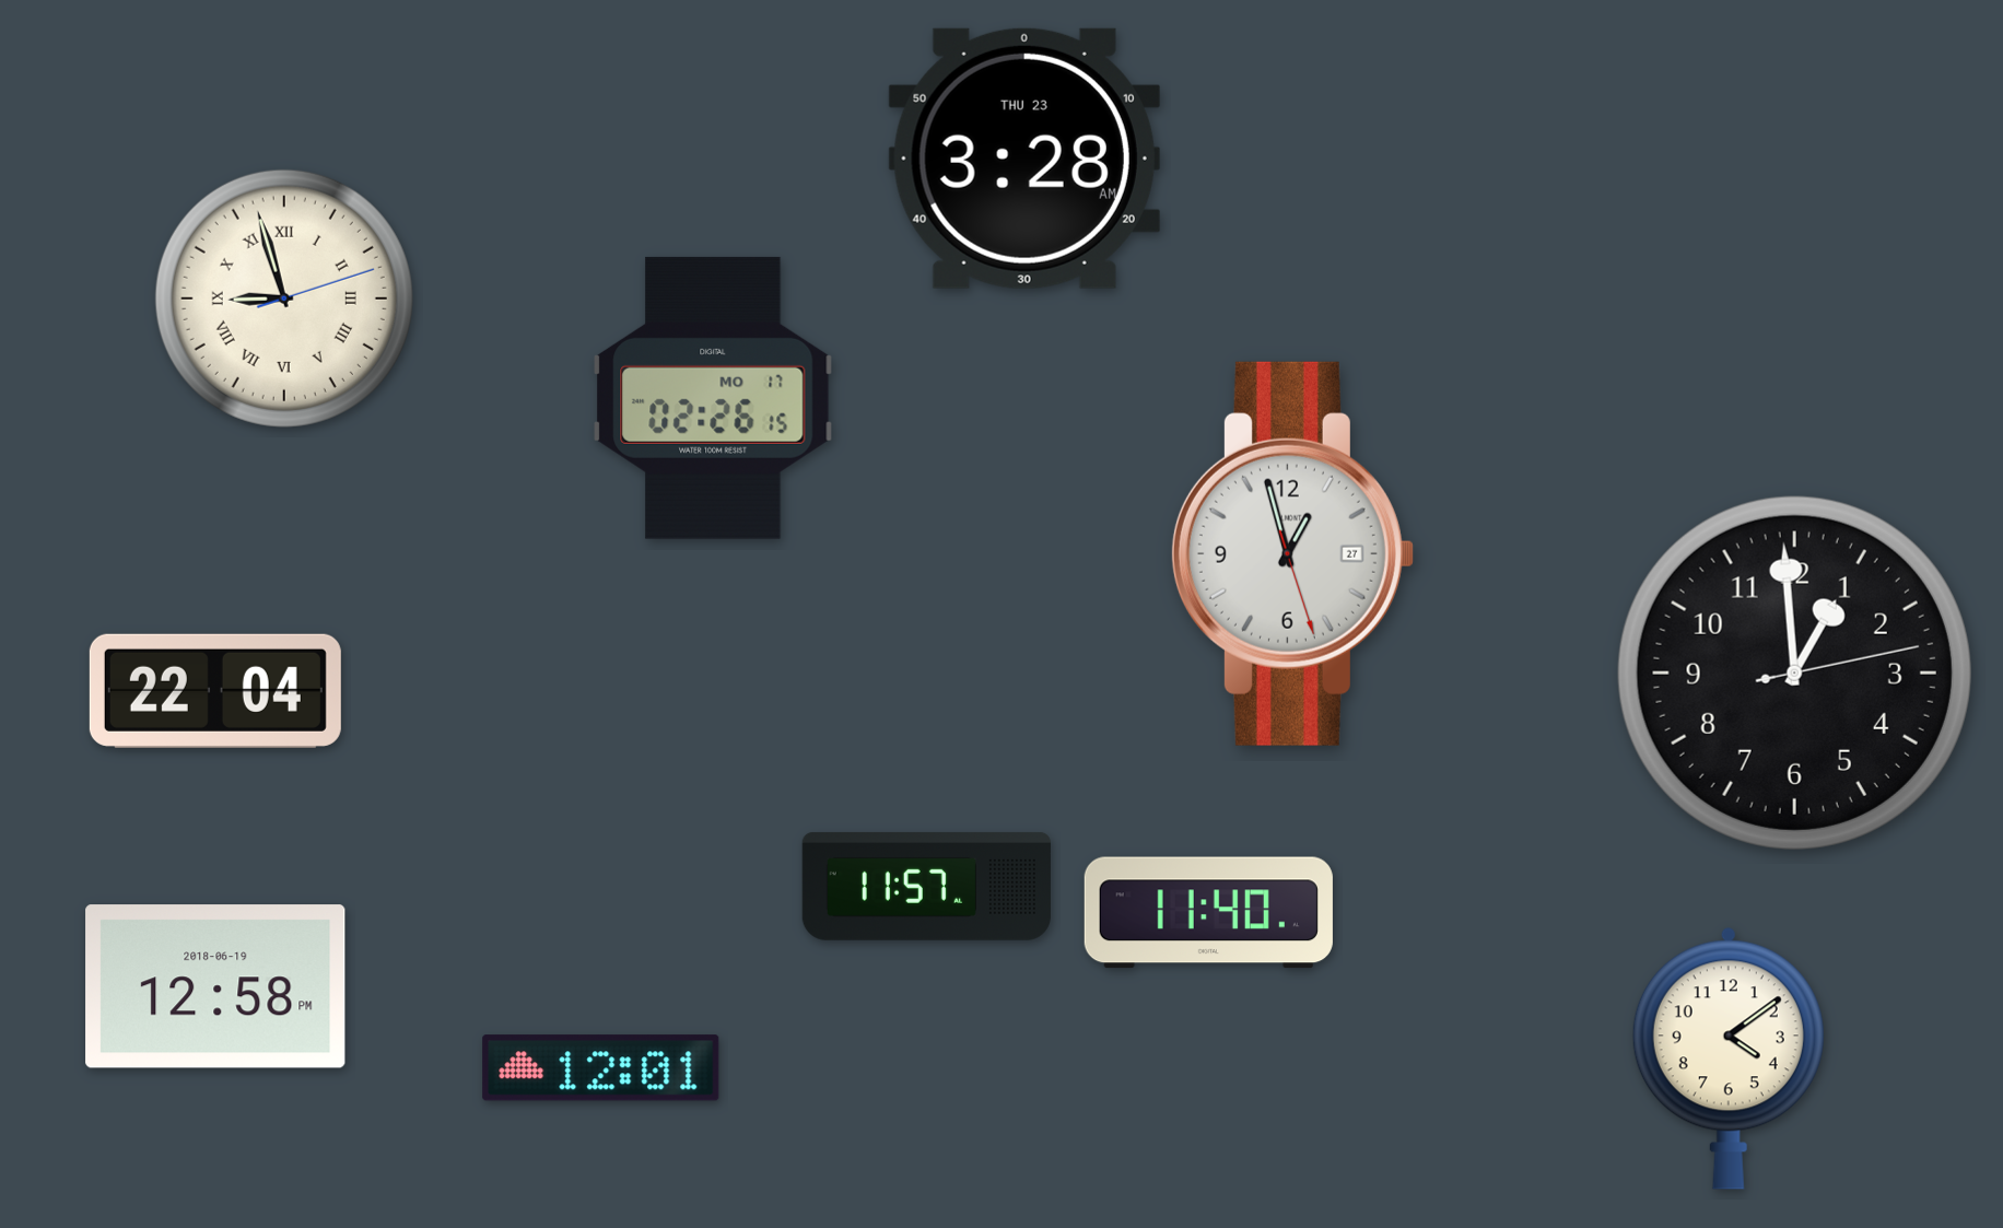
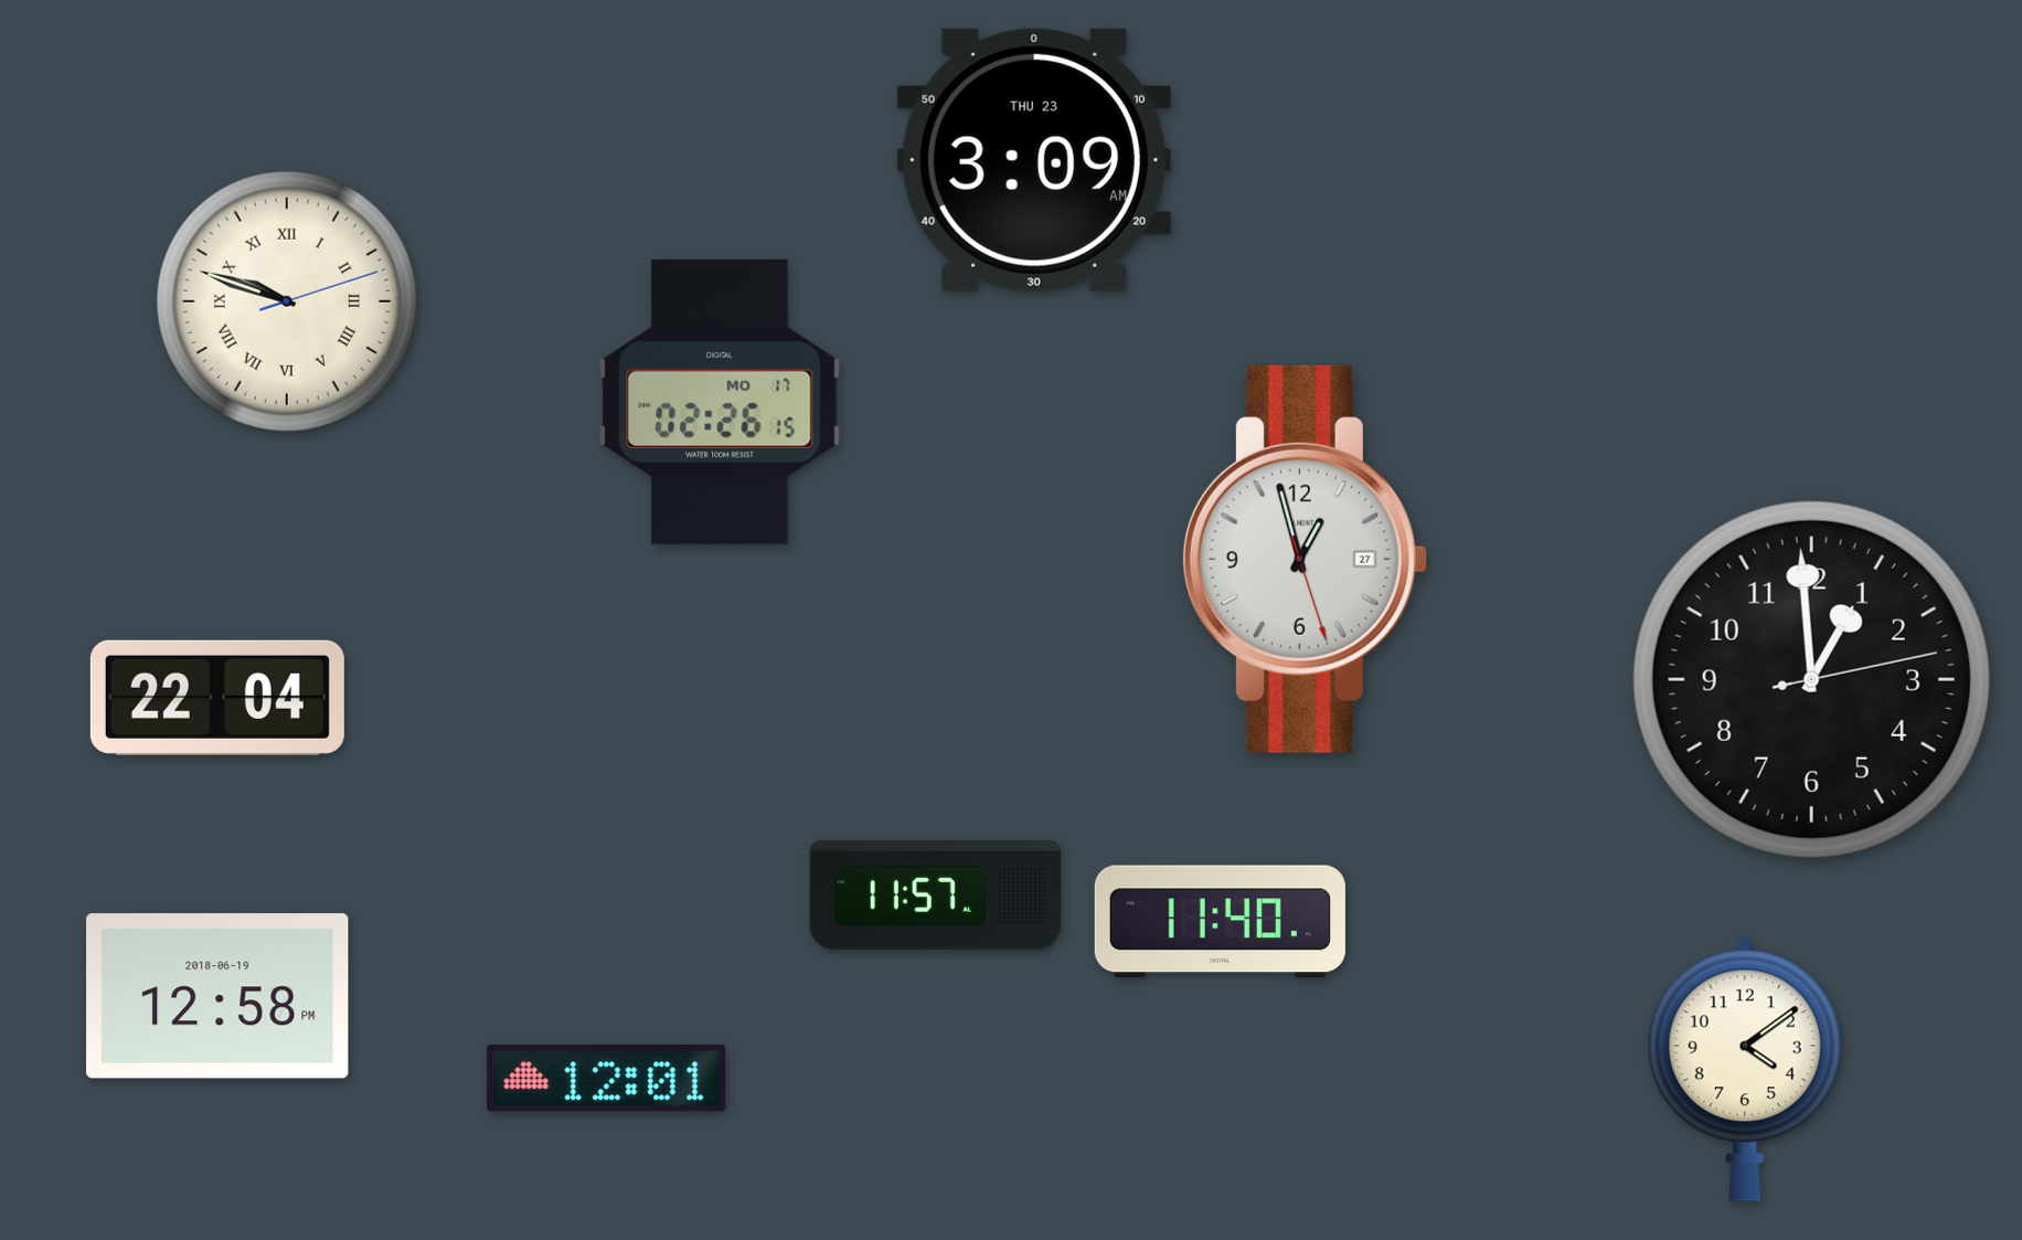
clock at (1024, 159): 3:28 -> 3:09
clock at (284, 299): 8:57 -> 9:48
